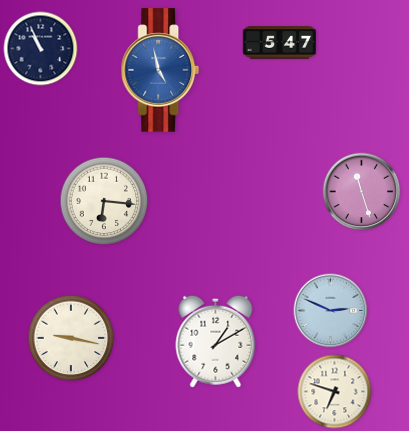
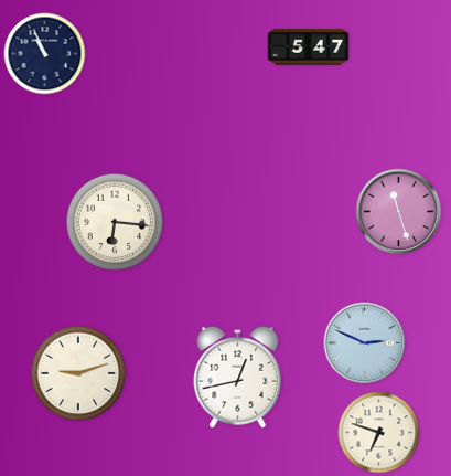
clock at (160, 70): 4:58 -> none
clock at (71, 338): 9:17 -> 9:12
clock at (216, 341): 1:10 -> 12:43
clock at (335, 392) position: (335, 392) -> (379, 433)
